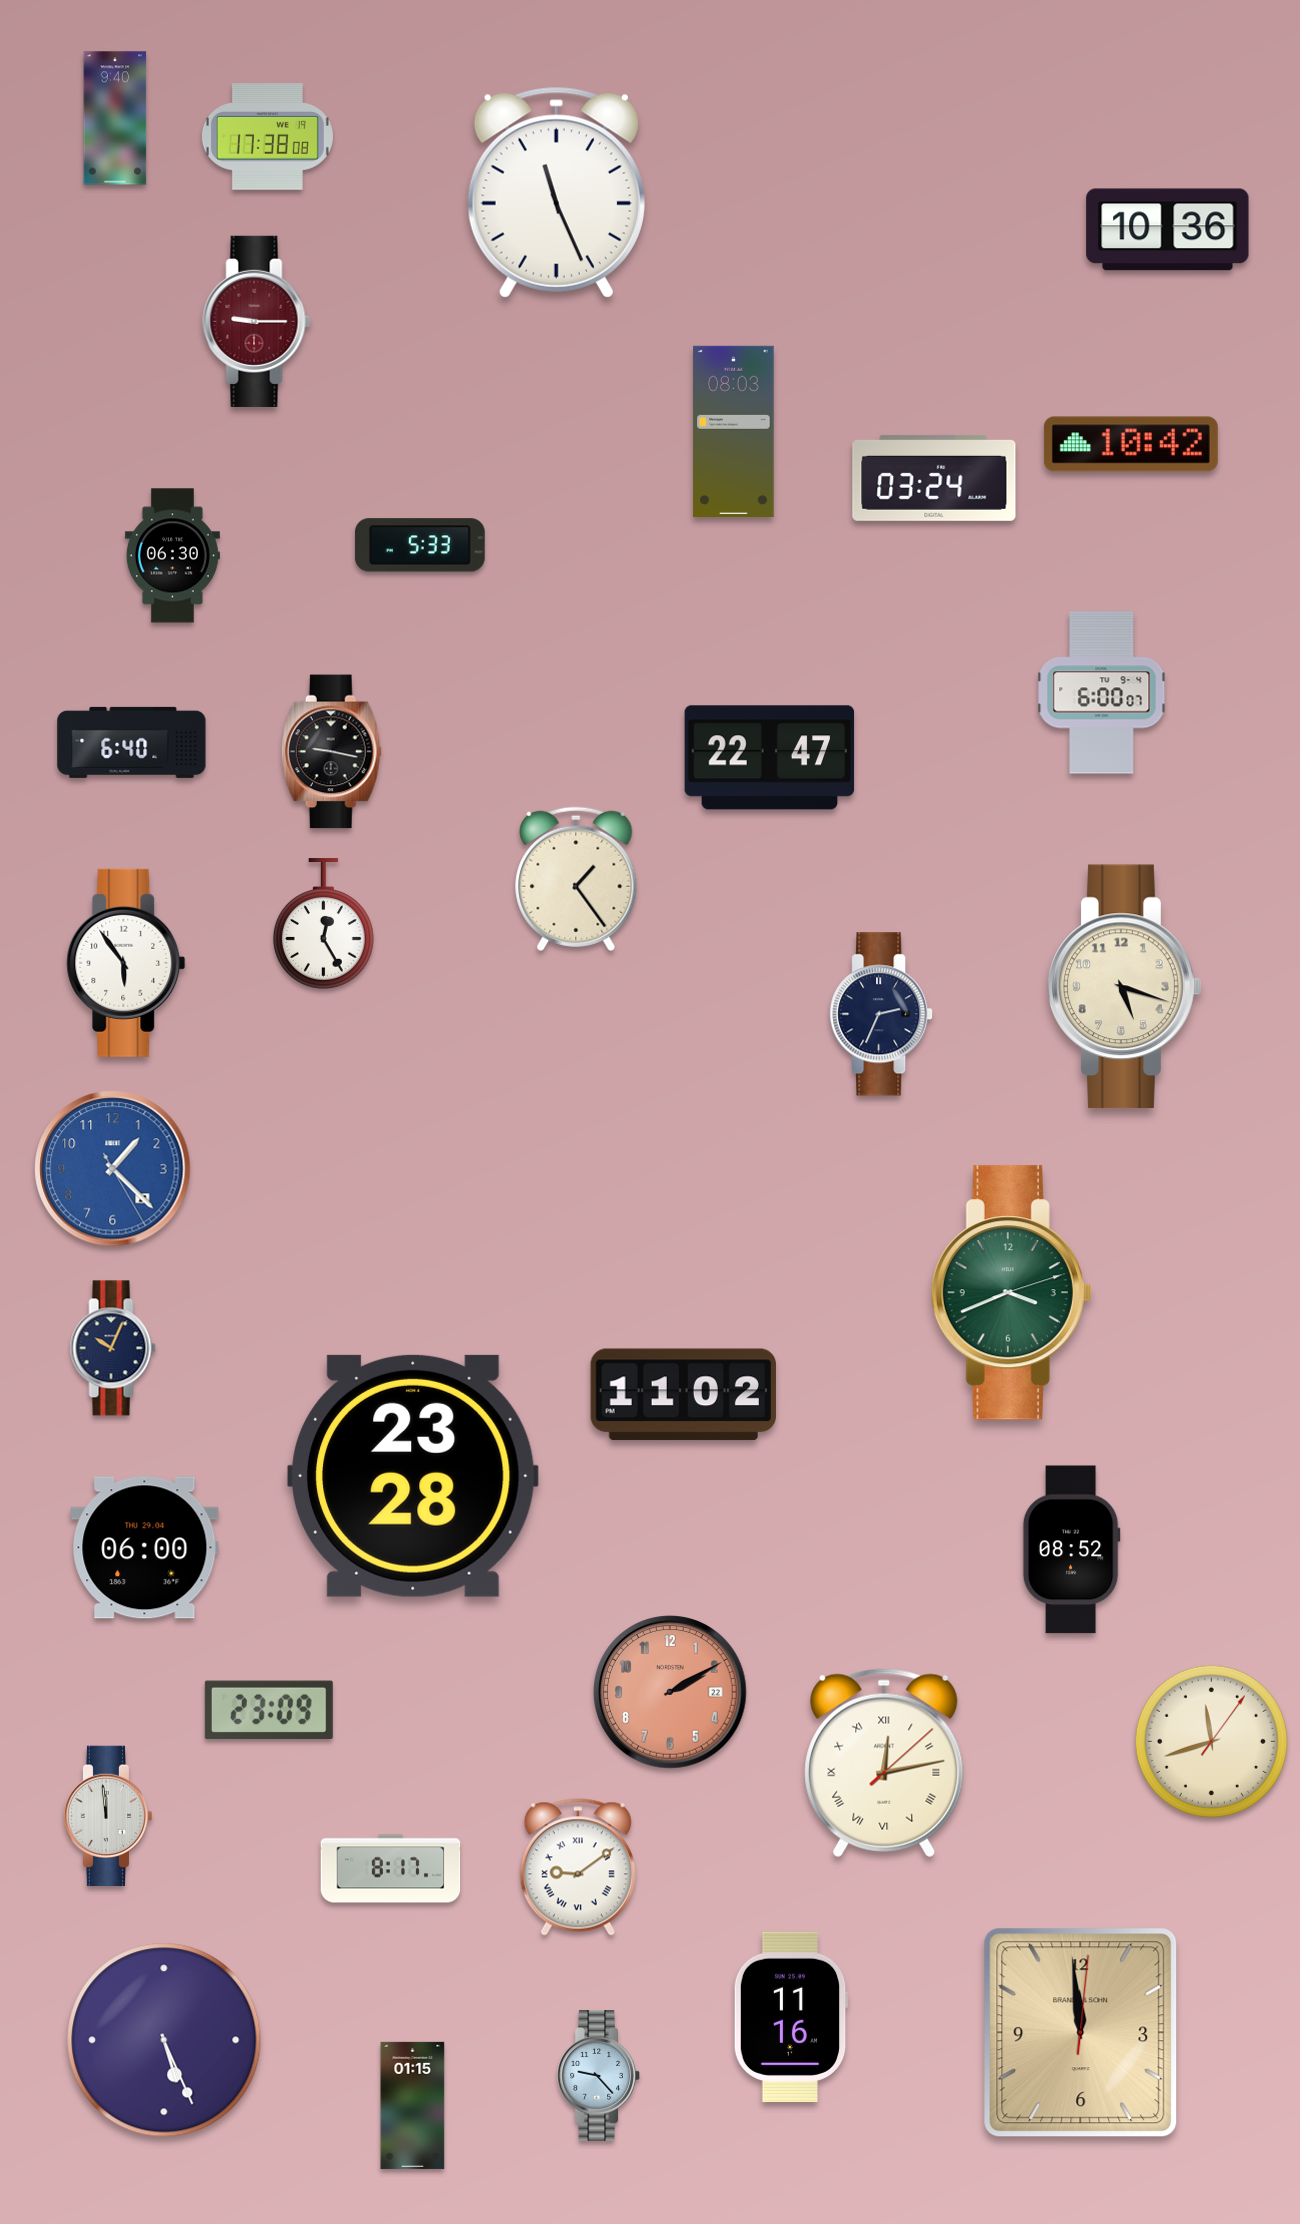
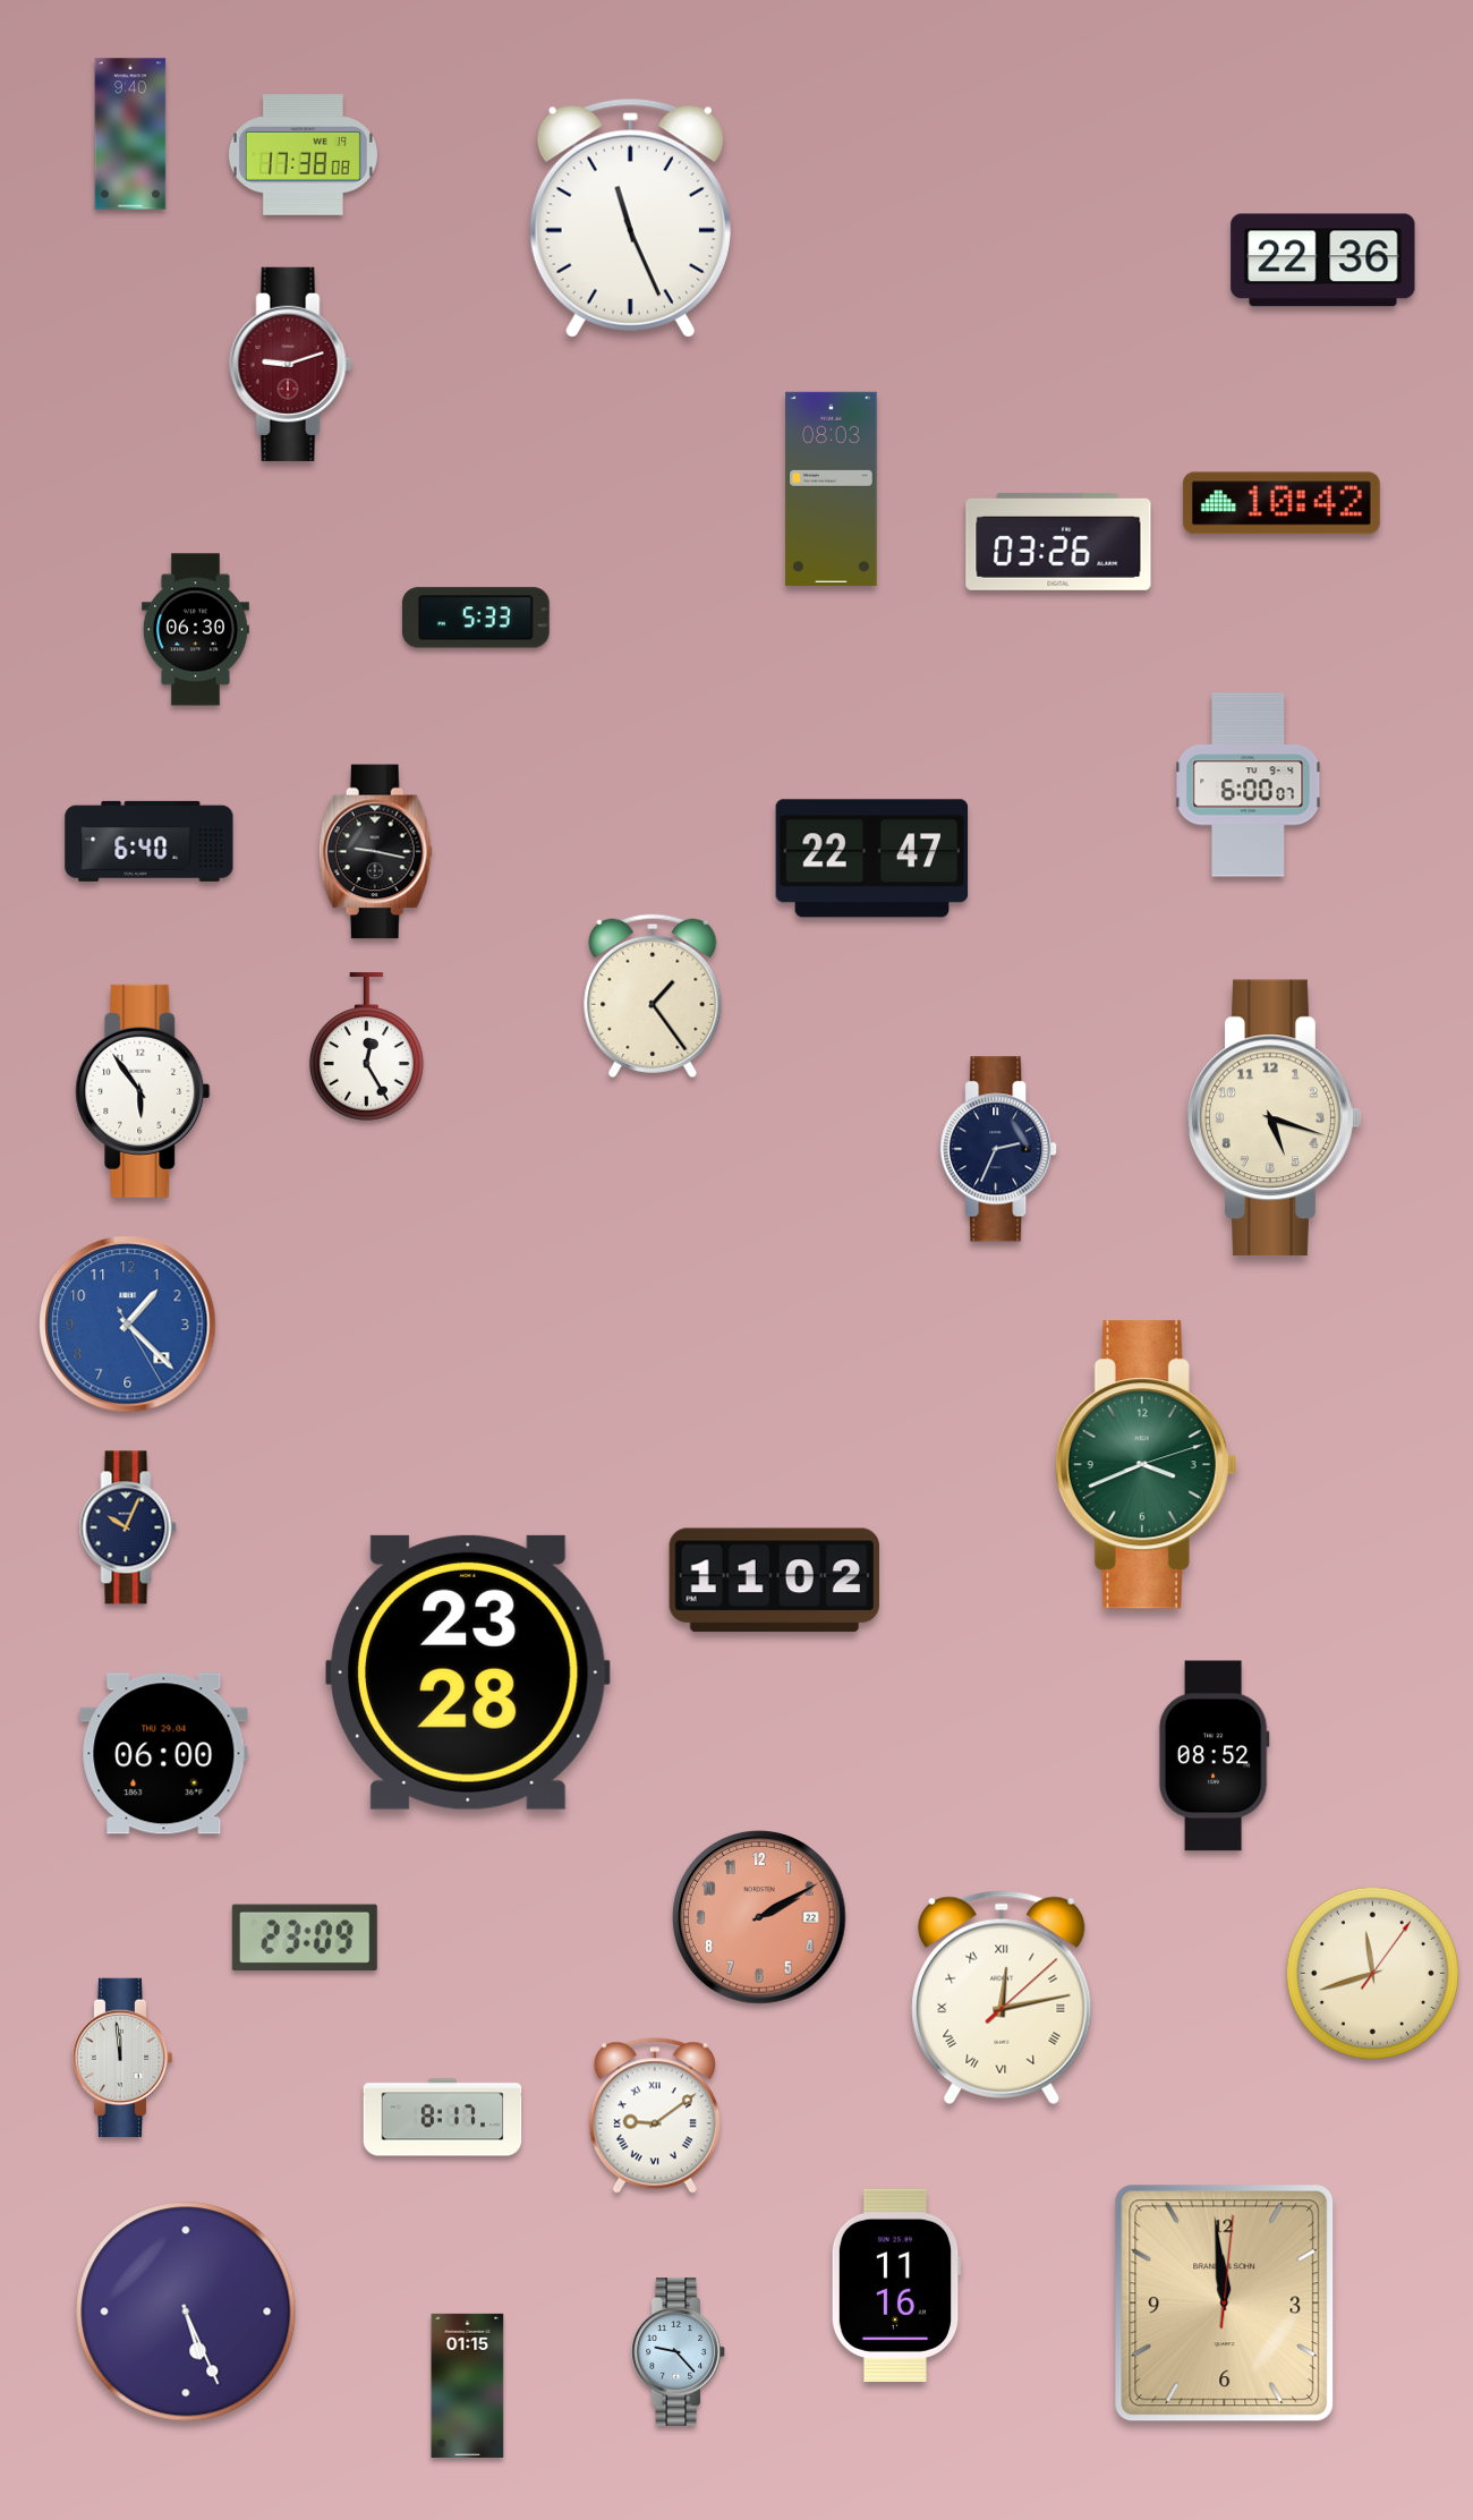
clock at (1168, 230): 10:36 -> 22:36
clock at (257, 321): 9:15 -> 9:12
clock at (934, 478): 03:24 -> 03:26
